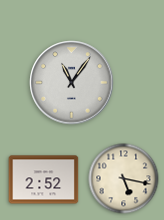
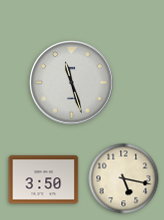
clock at (72, 83): 11:06 -> 11:27
clock at (44, 180): 2:52 -> 3:50
